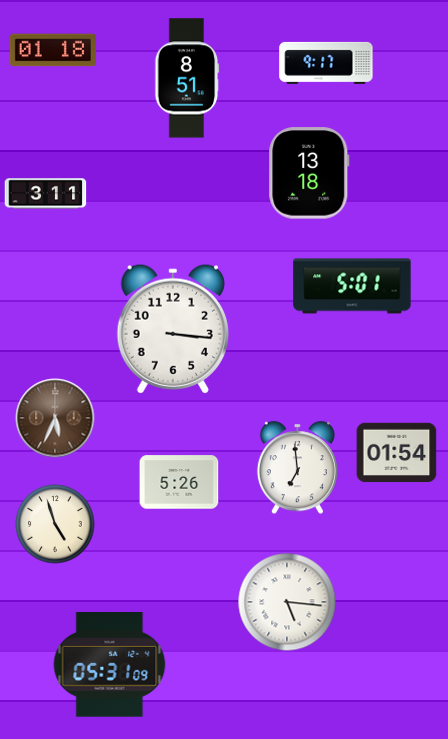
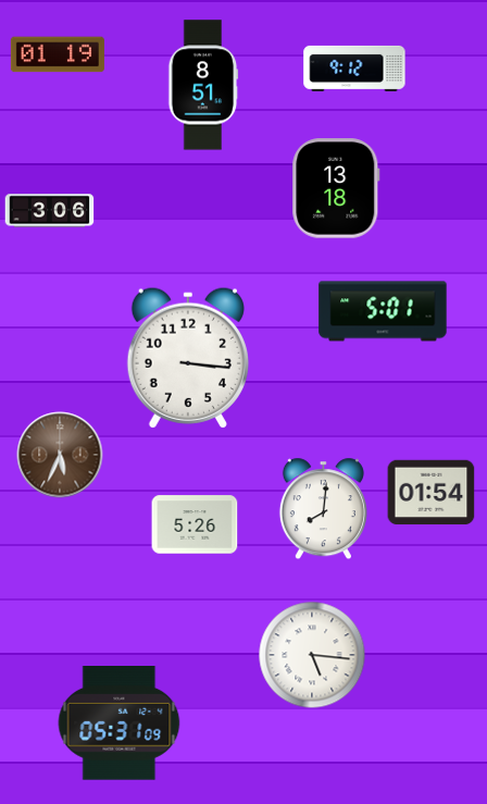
clock at (53, 50): 01:18 -> 01:19
clock at (326, 63): 9:17 -> 9:12
clock at (46, 194): 3:11 -> 3:06
clock at (297, 468): 6:59 -> 8:01
clock at (55, 524): 4:57 -> none
